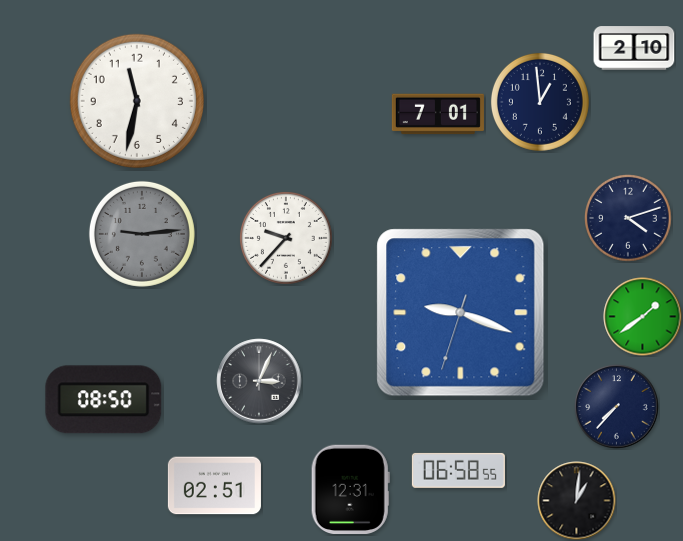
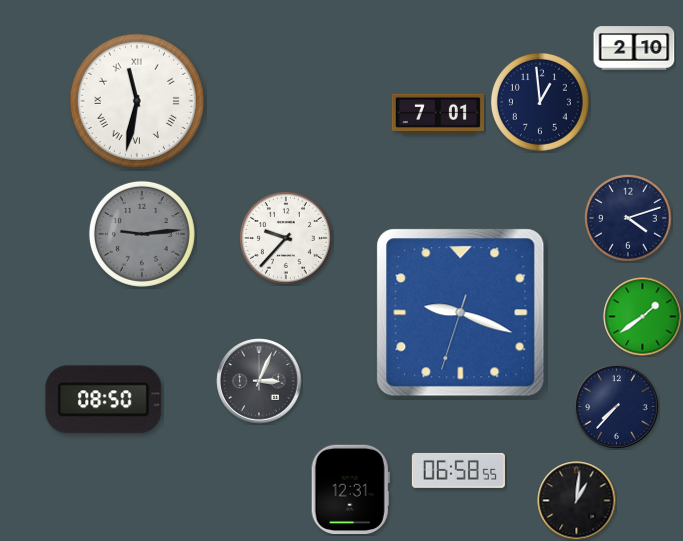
clock at (137, 101) numerals: Arabic -> Roman
clock at (214, 486): 02:51 -> none
